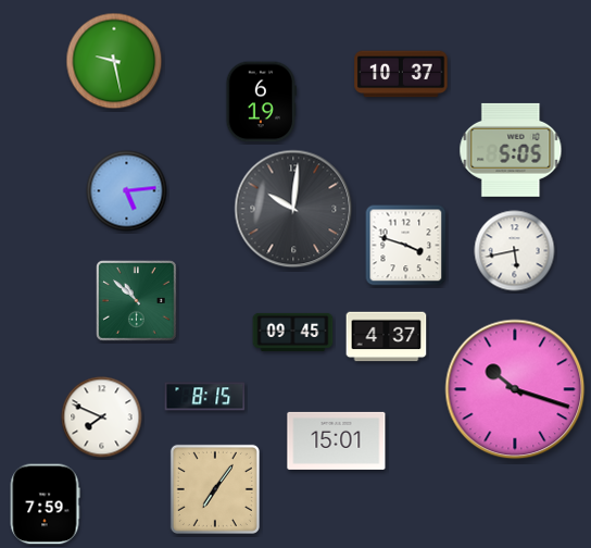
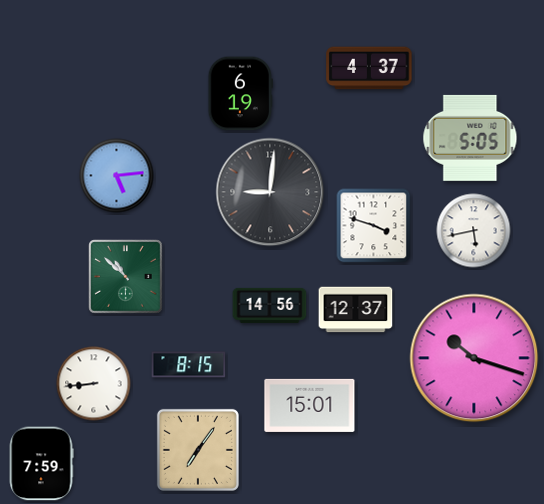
clock at (114, 61): 9:28 -> none
clock at (401, 74): 10:37 -> 4:37
clock at (293, 209): 10:01 -> 9:01
clock at (293, 332): 09:45 -> 14:56
clock at (387, 337): 4:37 -> 12:37
clock at (102, 418): 7:49 -> 8:44
